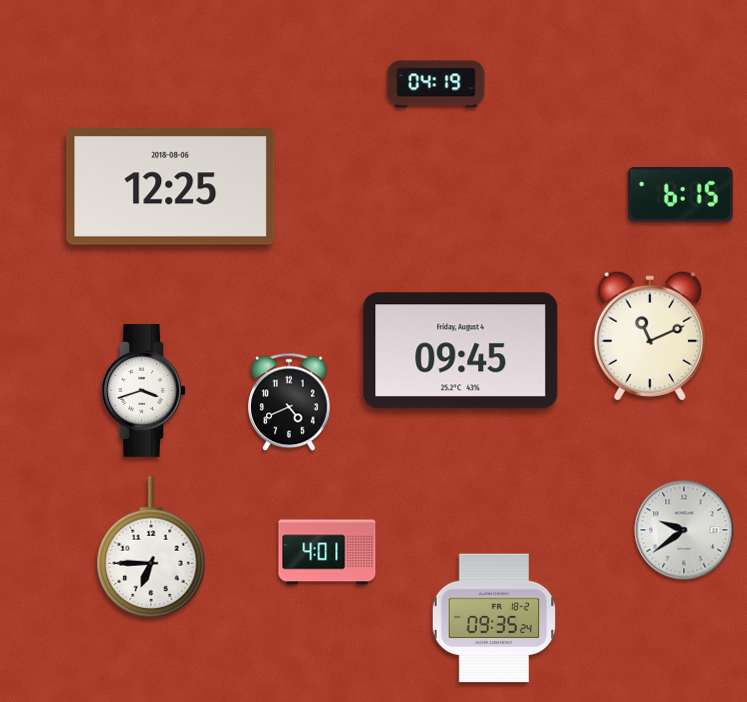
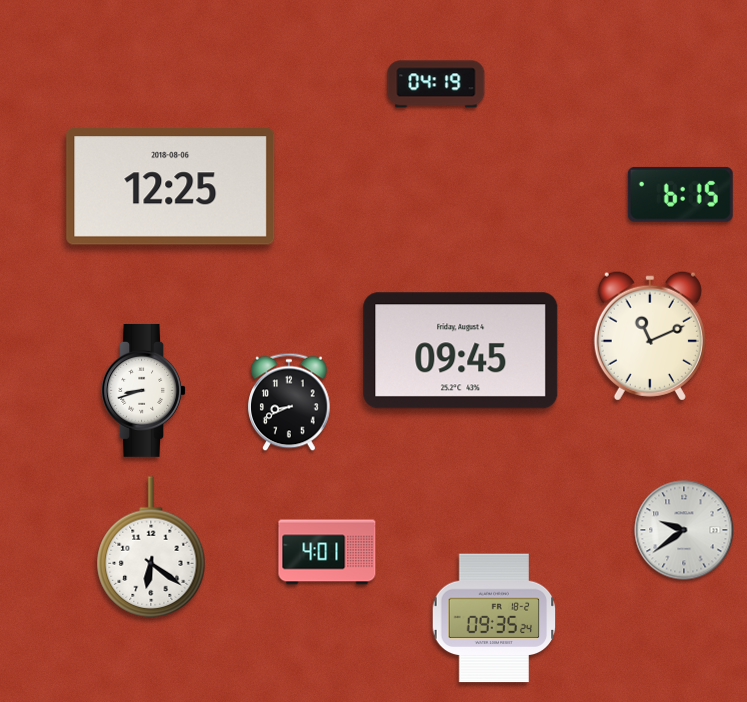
clock at (143, 390): 3:42 -> 8:42
clock at (289, 402): 4:41 -> 8:41
clock at (151, 547): 6:45 -> 6:21
